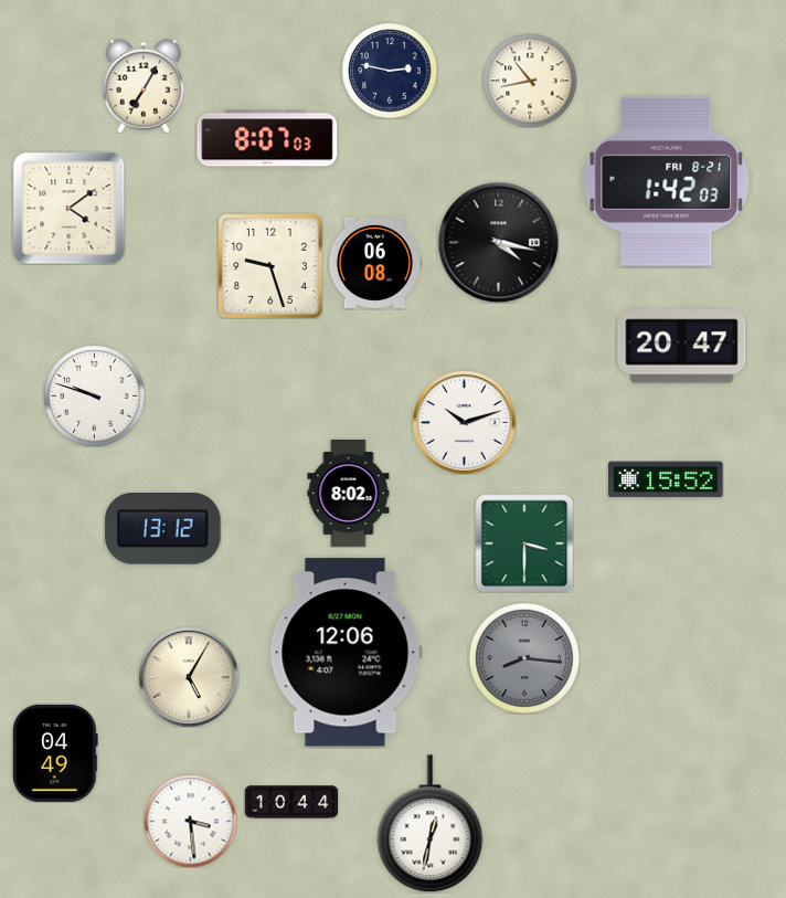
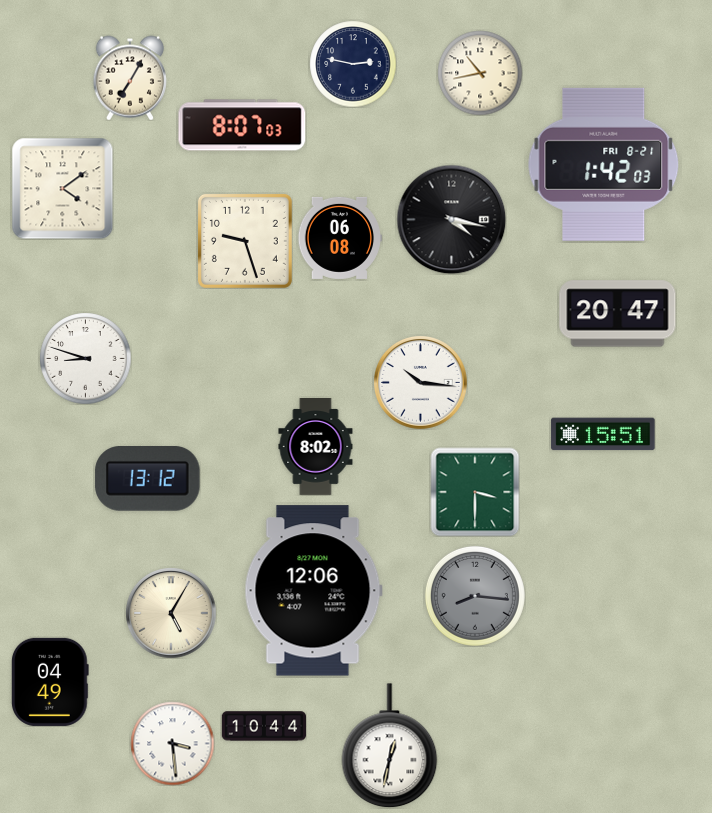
clock at (94, 395): 9:48 -> 8:48
clock at (465, 423): 10:12 -> 10:16
clock at (666, 479): 15:52 -> 15:51
